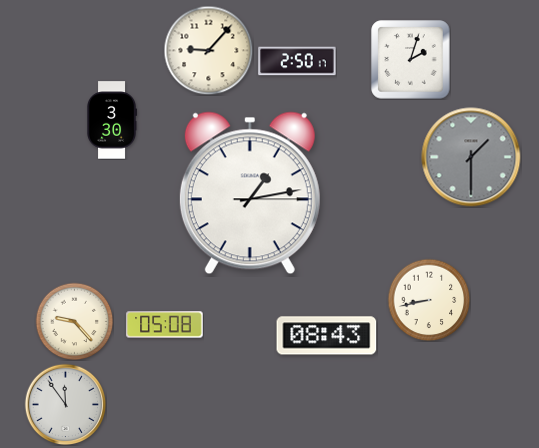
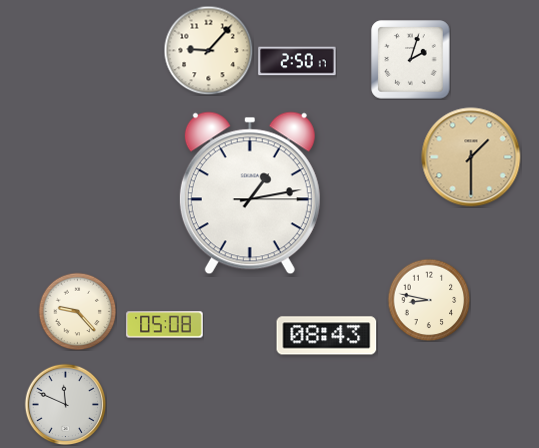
clock at (112, 120): 3:30 -> none
clock at (471, 157) dial: grey -> champagne
clock at (429, 300): 8:43 -> 8:47
clock at (74, 321) position: (74, 321) -> (77, 311)
clock at (65, 404): 11:54 -> 11:49
